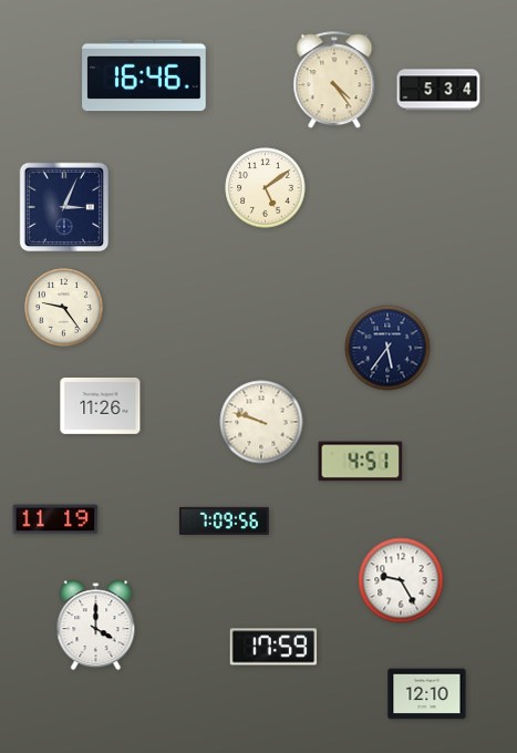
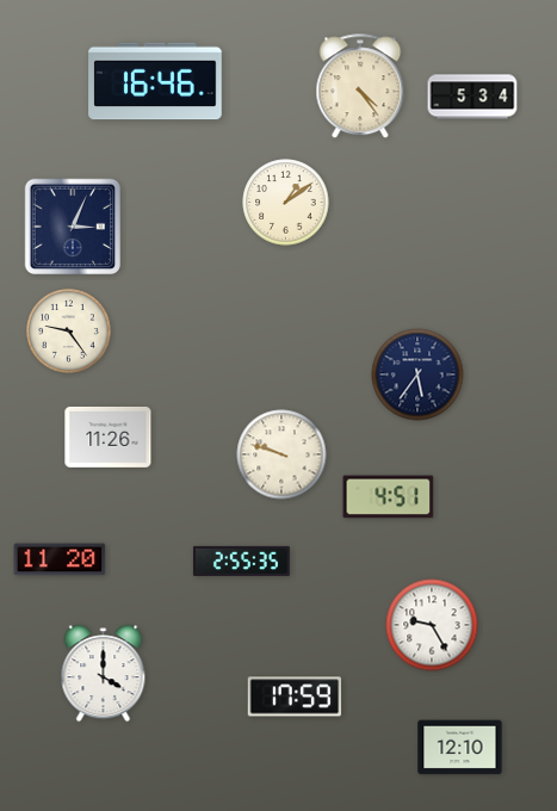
clock at (266, 188): 5:09 -> 1:09
clock at (64, 207) position: (64, 207) -> (73, 227)
clock at (55, 519): 11:19 -> 11:20
clock at (224, 520): 7:09 -> 2:55
